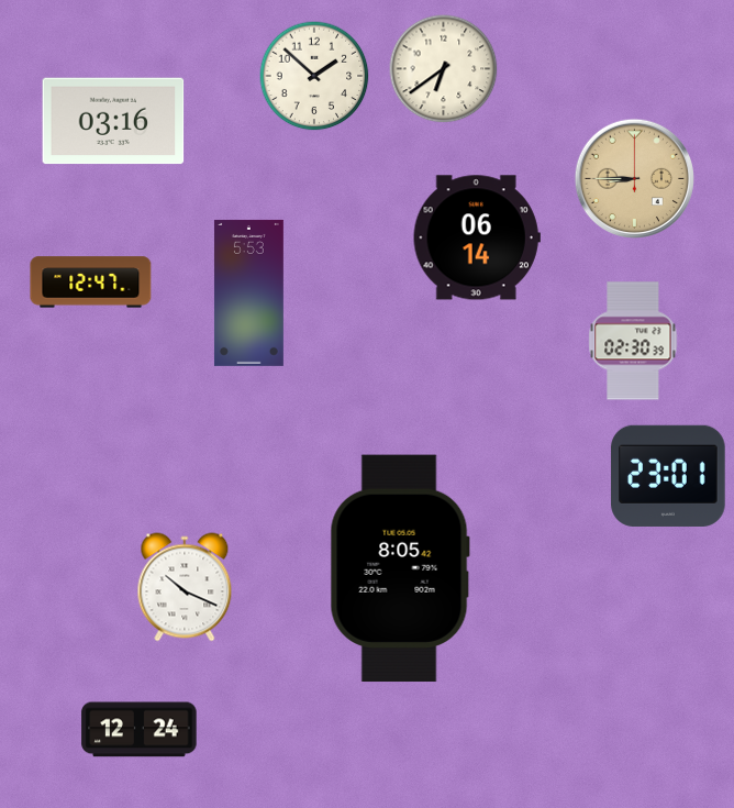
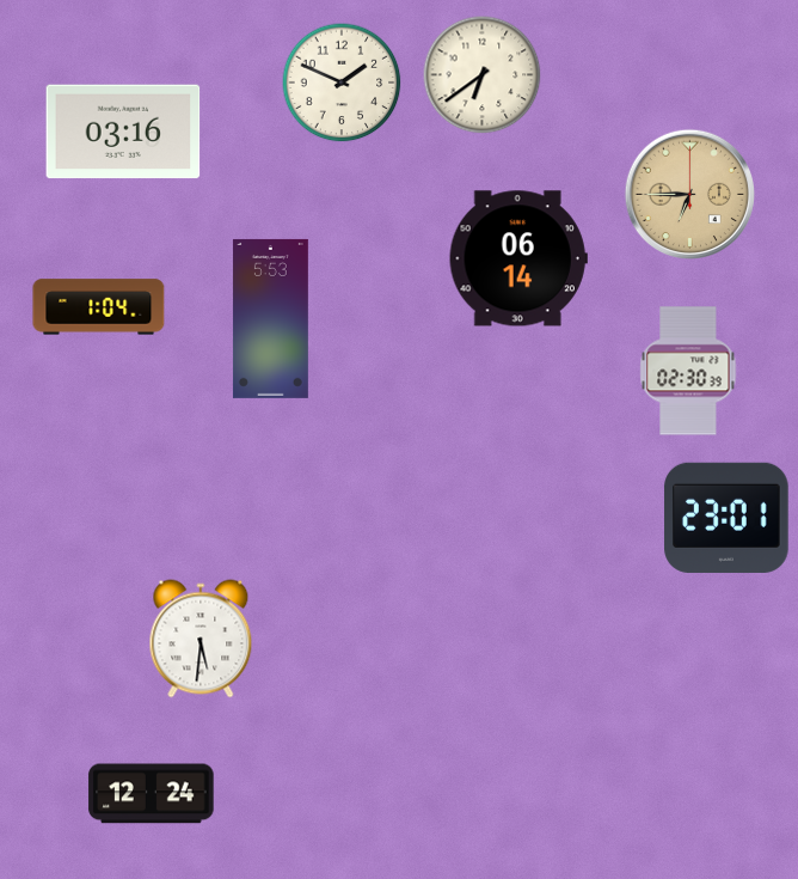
clock at (314, 76): 1:52 -> 1:49
clock at (634, 178): 8:45 -> 6:45
clock at (91, 283): 12:47 -> 1:04
clock at (400, 568): 8:05 -> none
clock at (185, 587): 10:19 -> 5:31
